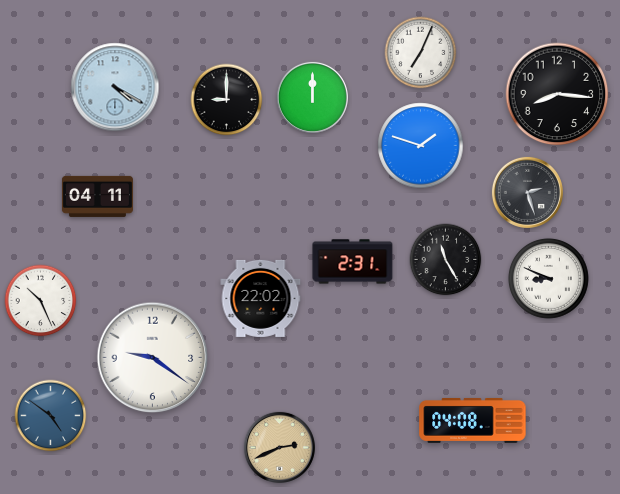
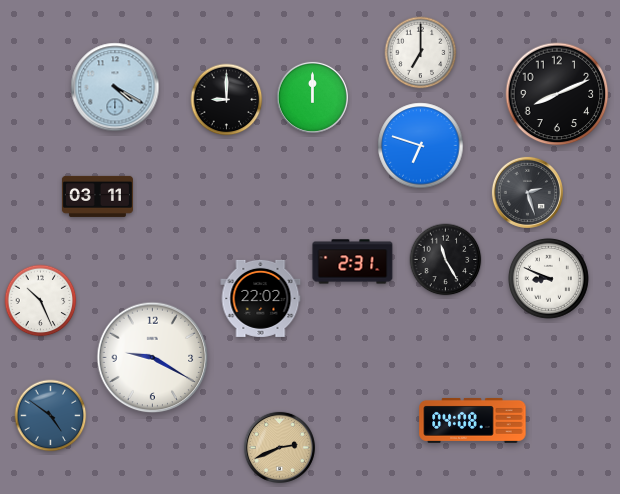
clock at (421, 53): 7:04 -> 7:00
clock at (557, 94): 8:16 -> 8:11
clock at (421, 146): 1:48 -> 6:48
clock at (97, 196): 04:11 -> 03:11
clock at (153, 358): 9:21 -> 9:20
